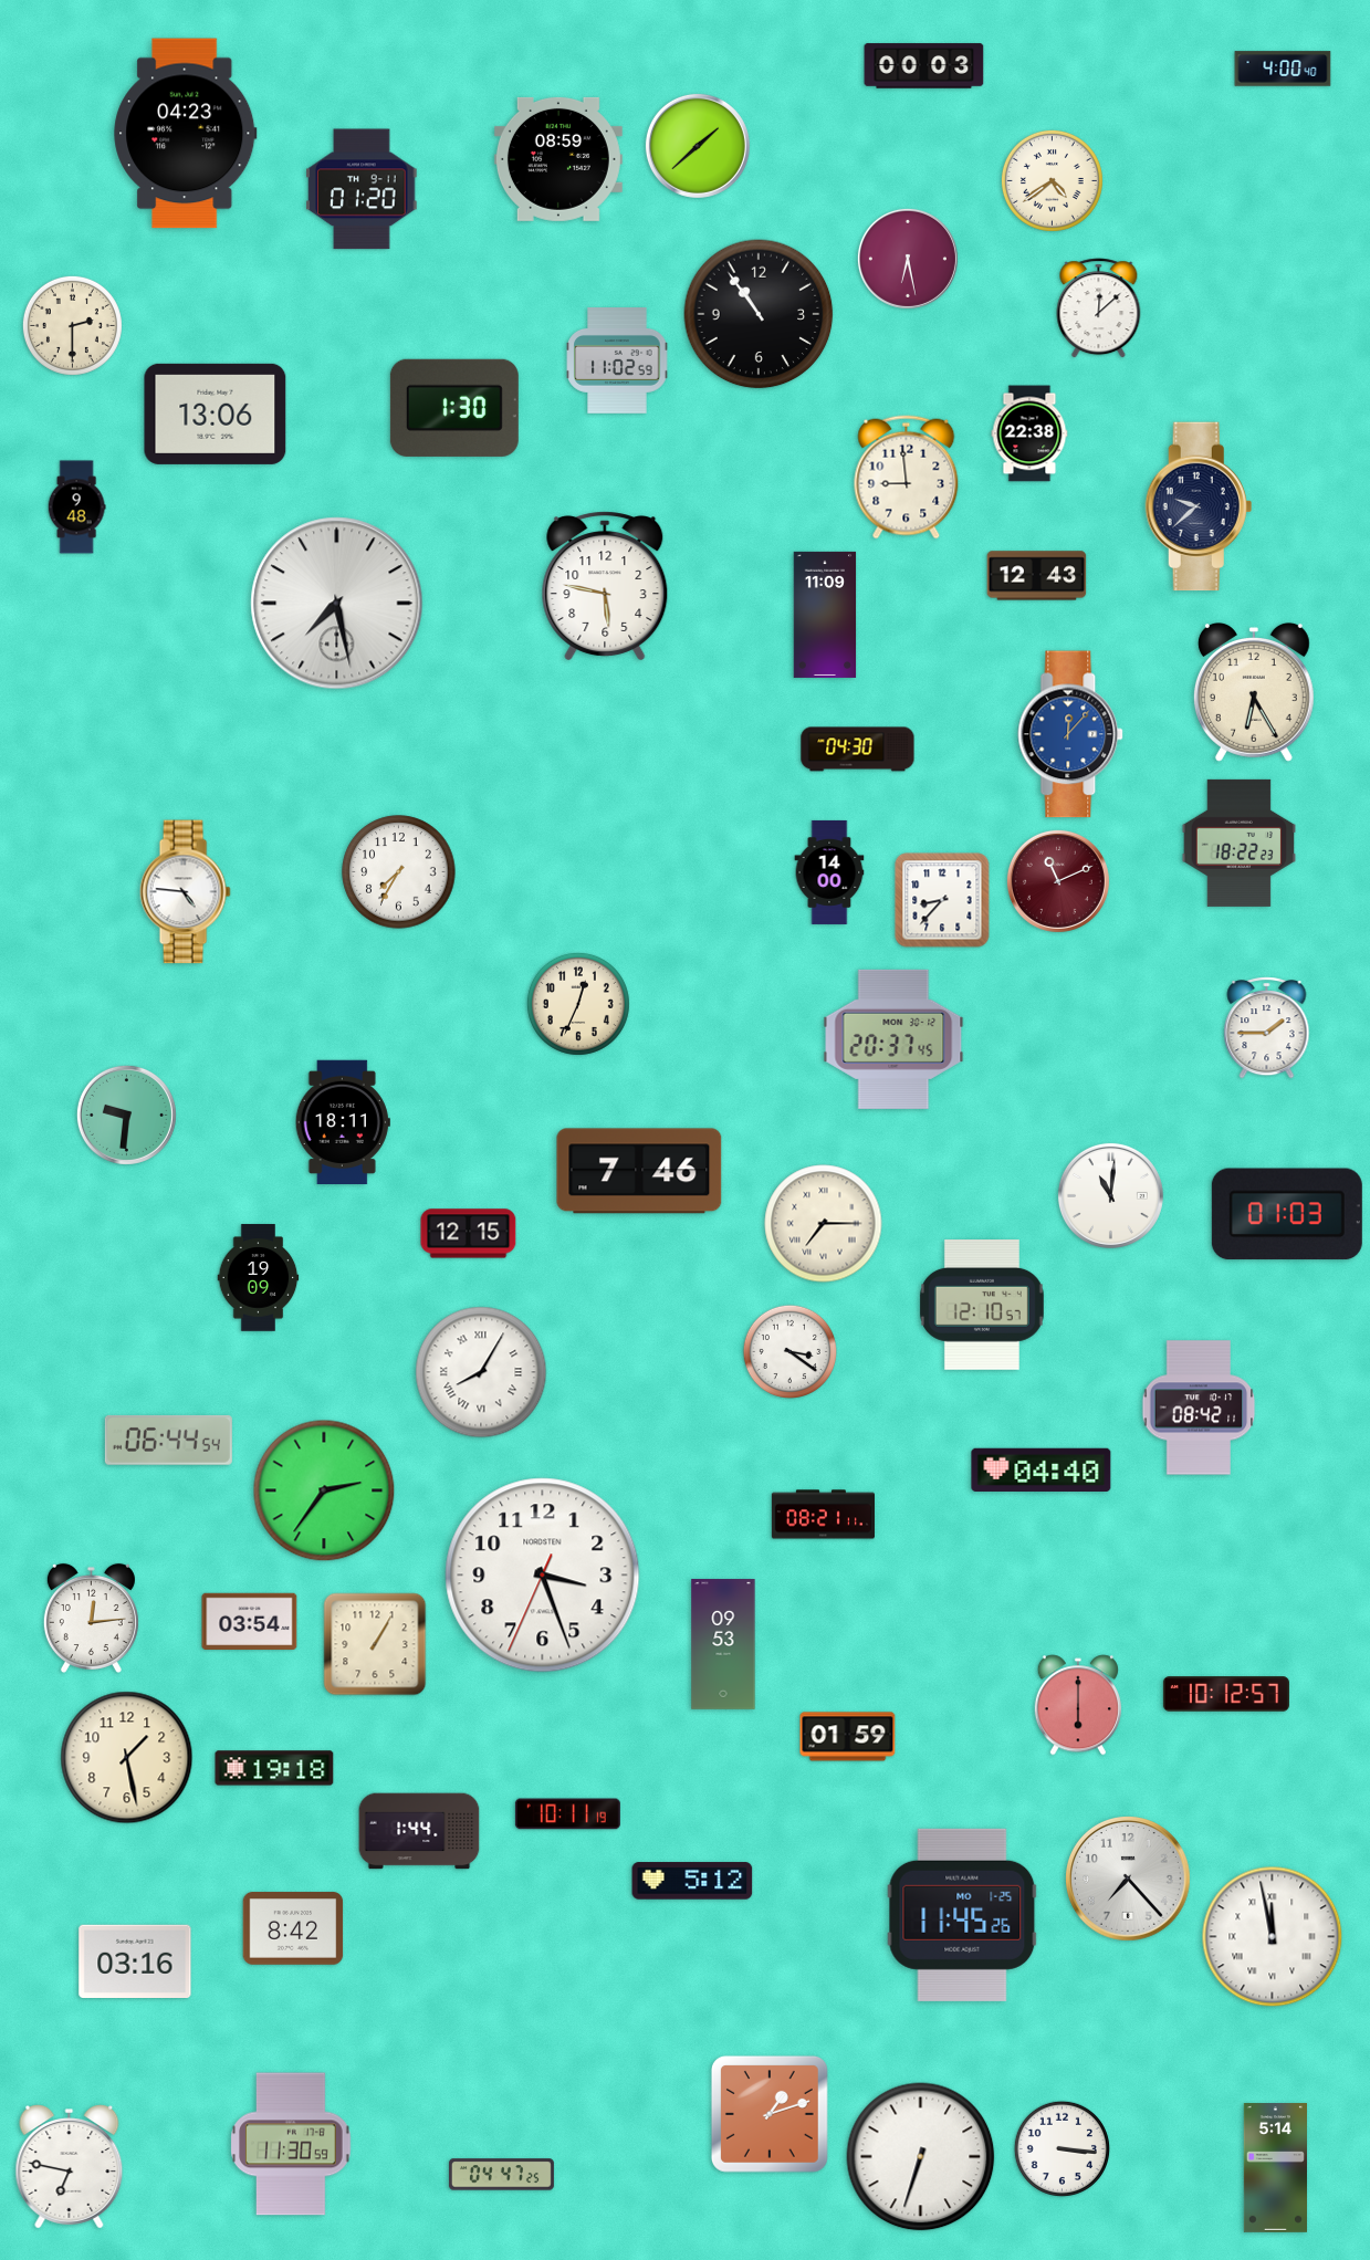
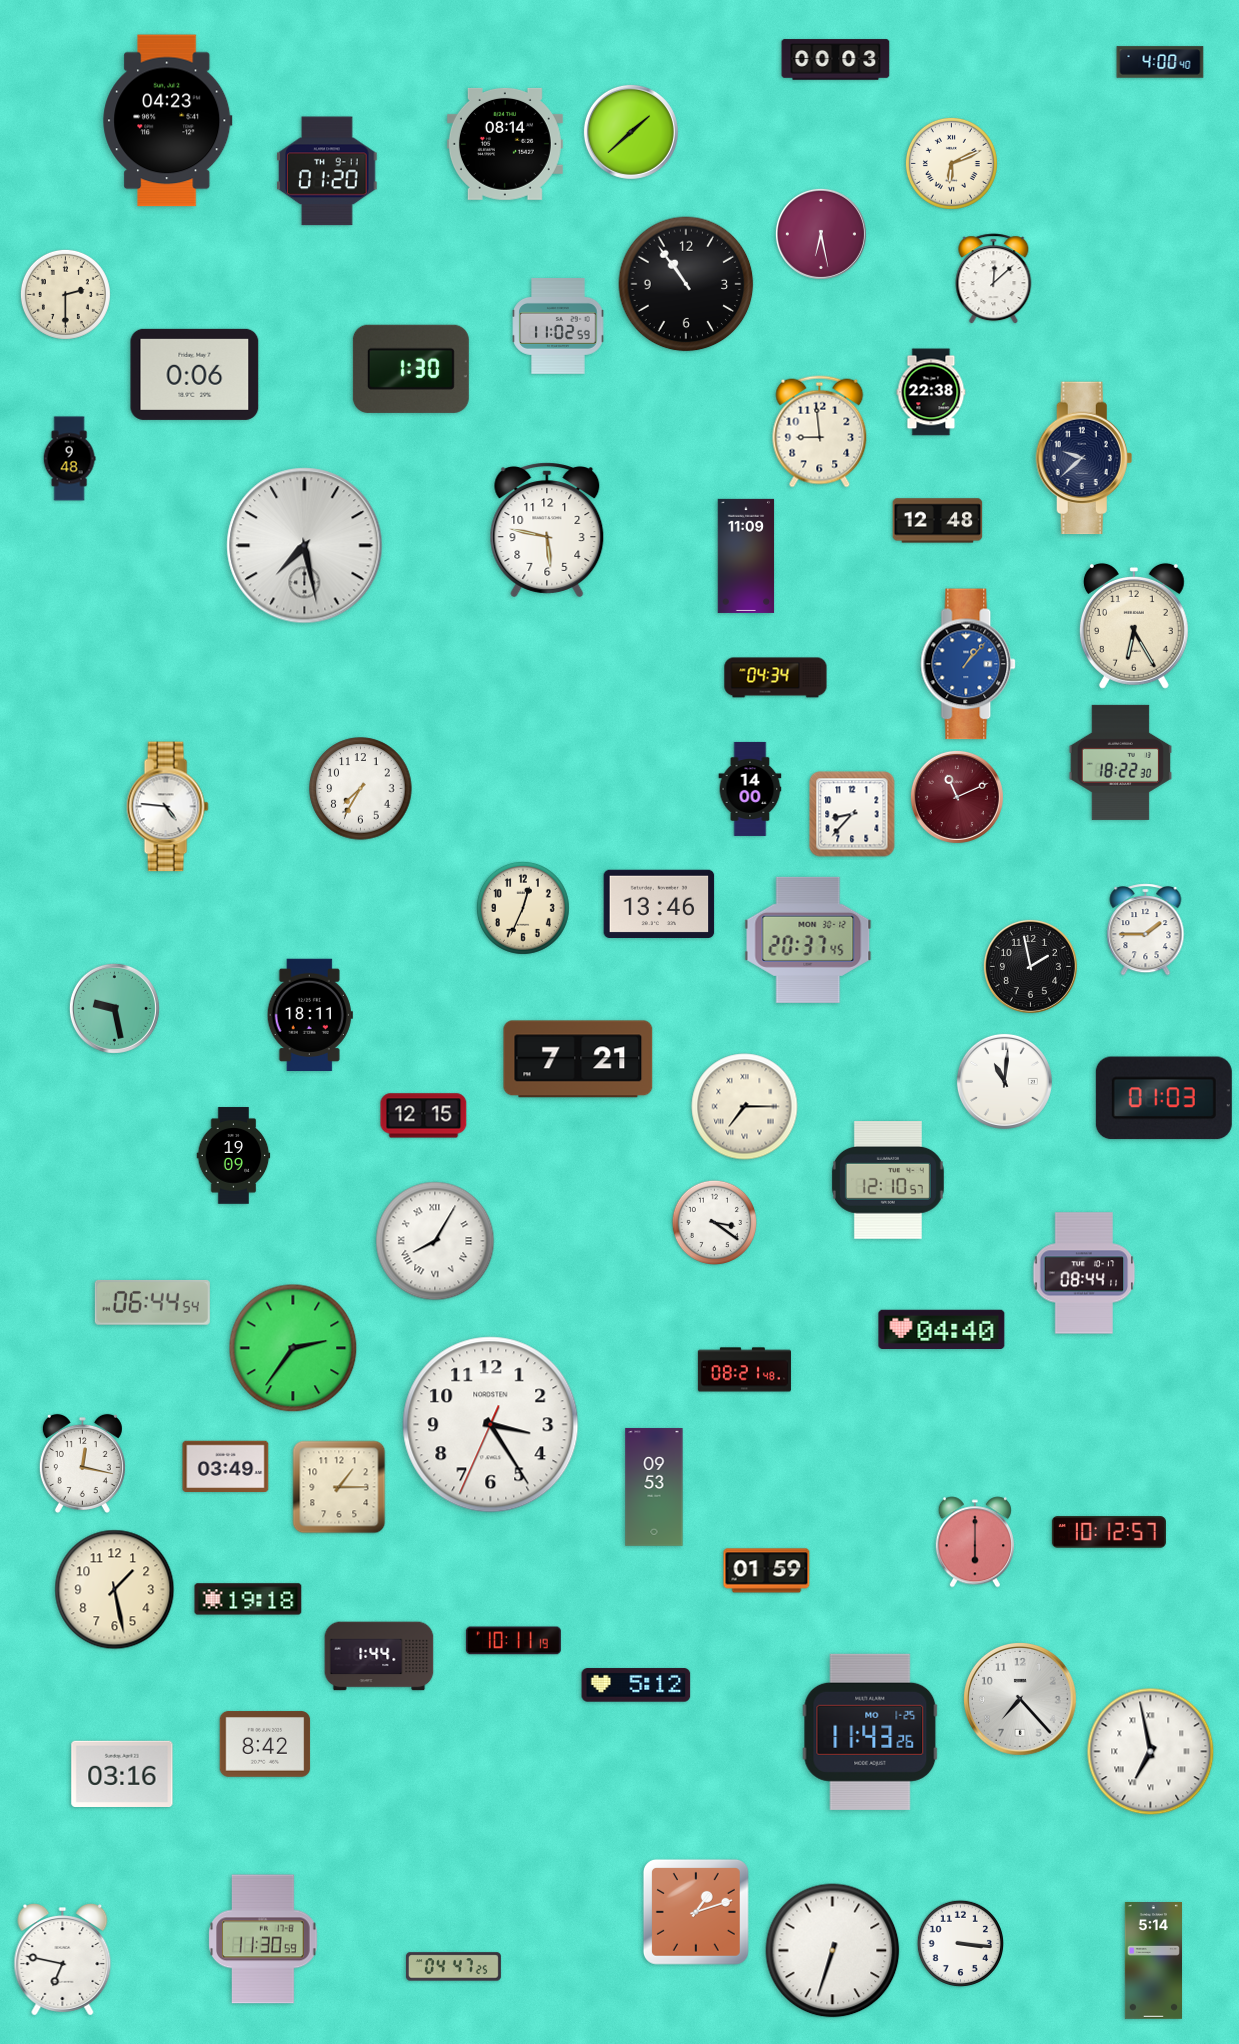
clock at (558, 159): 08:59 -> 08:14
clock at (1052, 180): 4:39 -> 6:11
clock at (216, 414): 13:06 -> 0:06
clock at (1037, 576): 12:43 -> 12:48
clock at (1071, 734): 12:07 -> 1:07
clock at (858, 750): 04:30 -> 04:34
clock at (1238, 843): 18:22:23 -> 18:22:30
clock at (659, 903): none -> 13:46
clock at (1030, 966): none -> 1:58
clock at (126, 1115): 9:31 -> 9:28
clock at (639, 1171): 7:46 -> 7:21
clock at (1199, 1408): 08:42 -> 08:44
clock at (823, 1515): 08:21:11 -> 08:21:48
clock at (543, 1576): 3:26 -> 3:24
clock at (91, 1618): 12:14 -> 12:17
clock at (250, 1621): 03:54 -> 03:49
clock at (375, 1644): 1:05 -> 1:15
clock at (692, 1881) position: (692, 1881) -> (636, 1685)
clock at (962, 1915): 11:45 -> 11:43
clock at (1273, 1937): 11:58 -> 6:58
